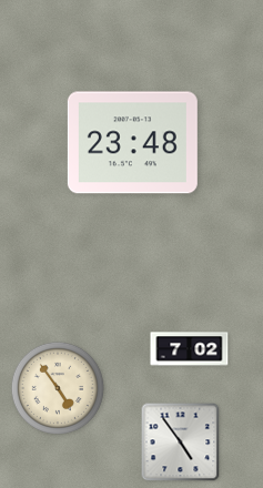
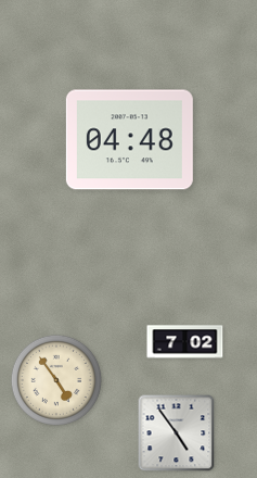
clock at (132, 143): 23:48 -> 04:48
